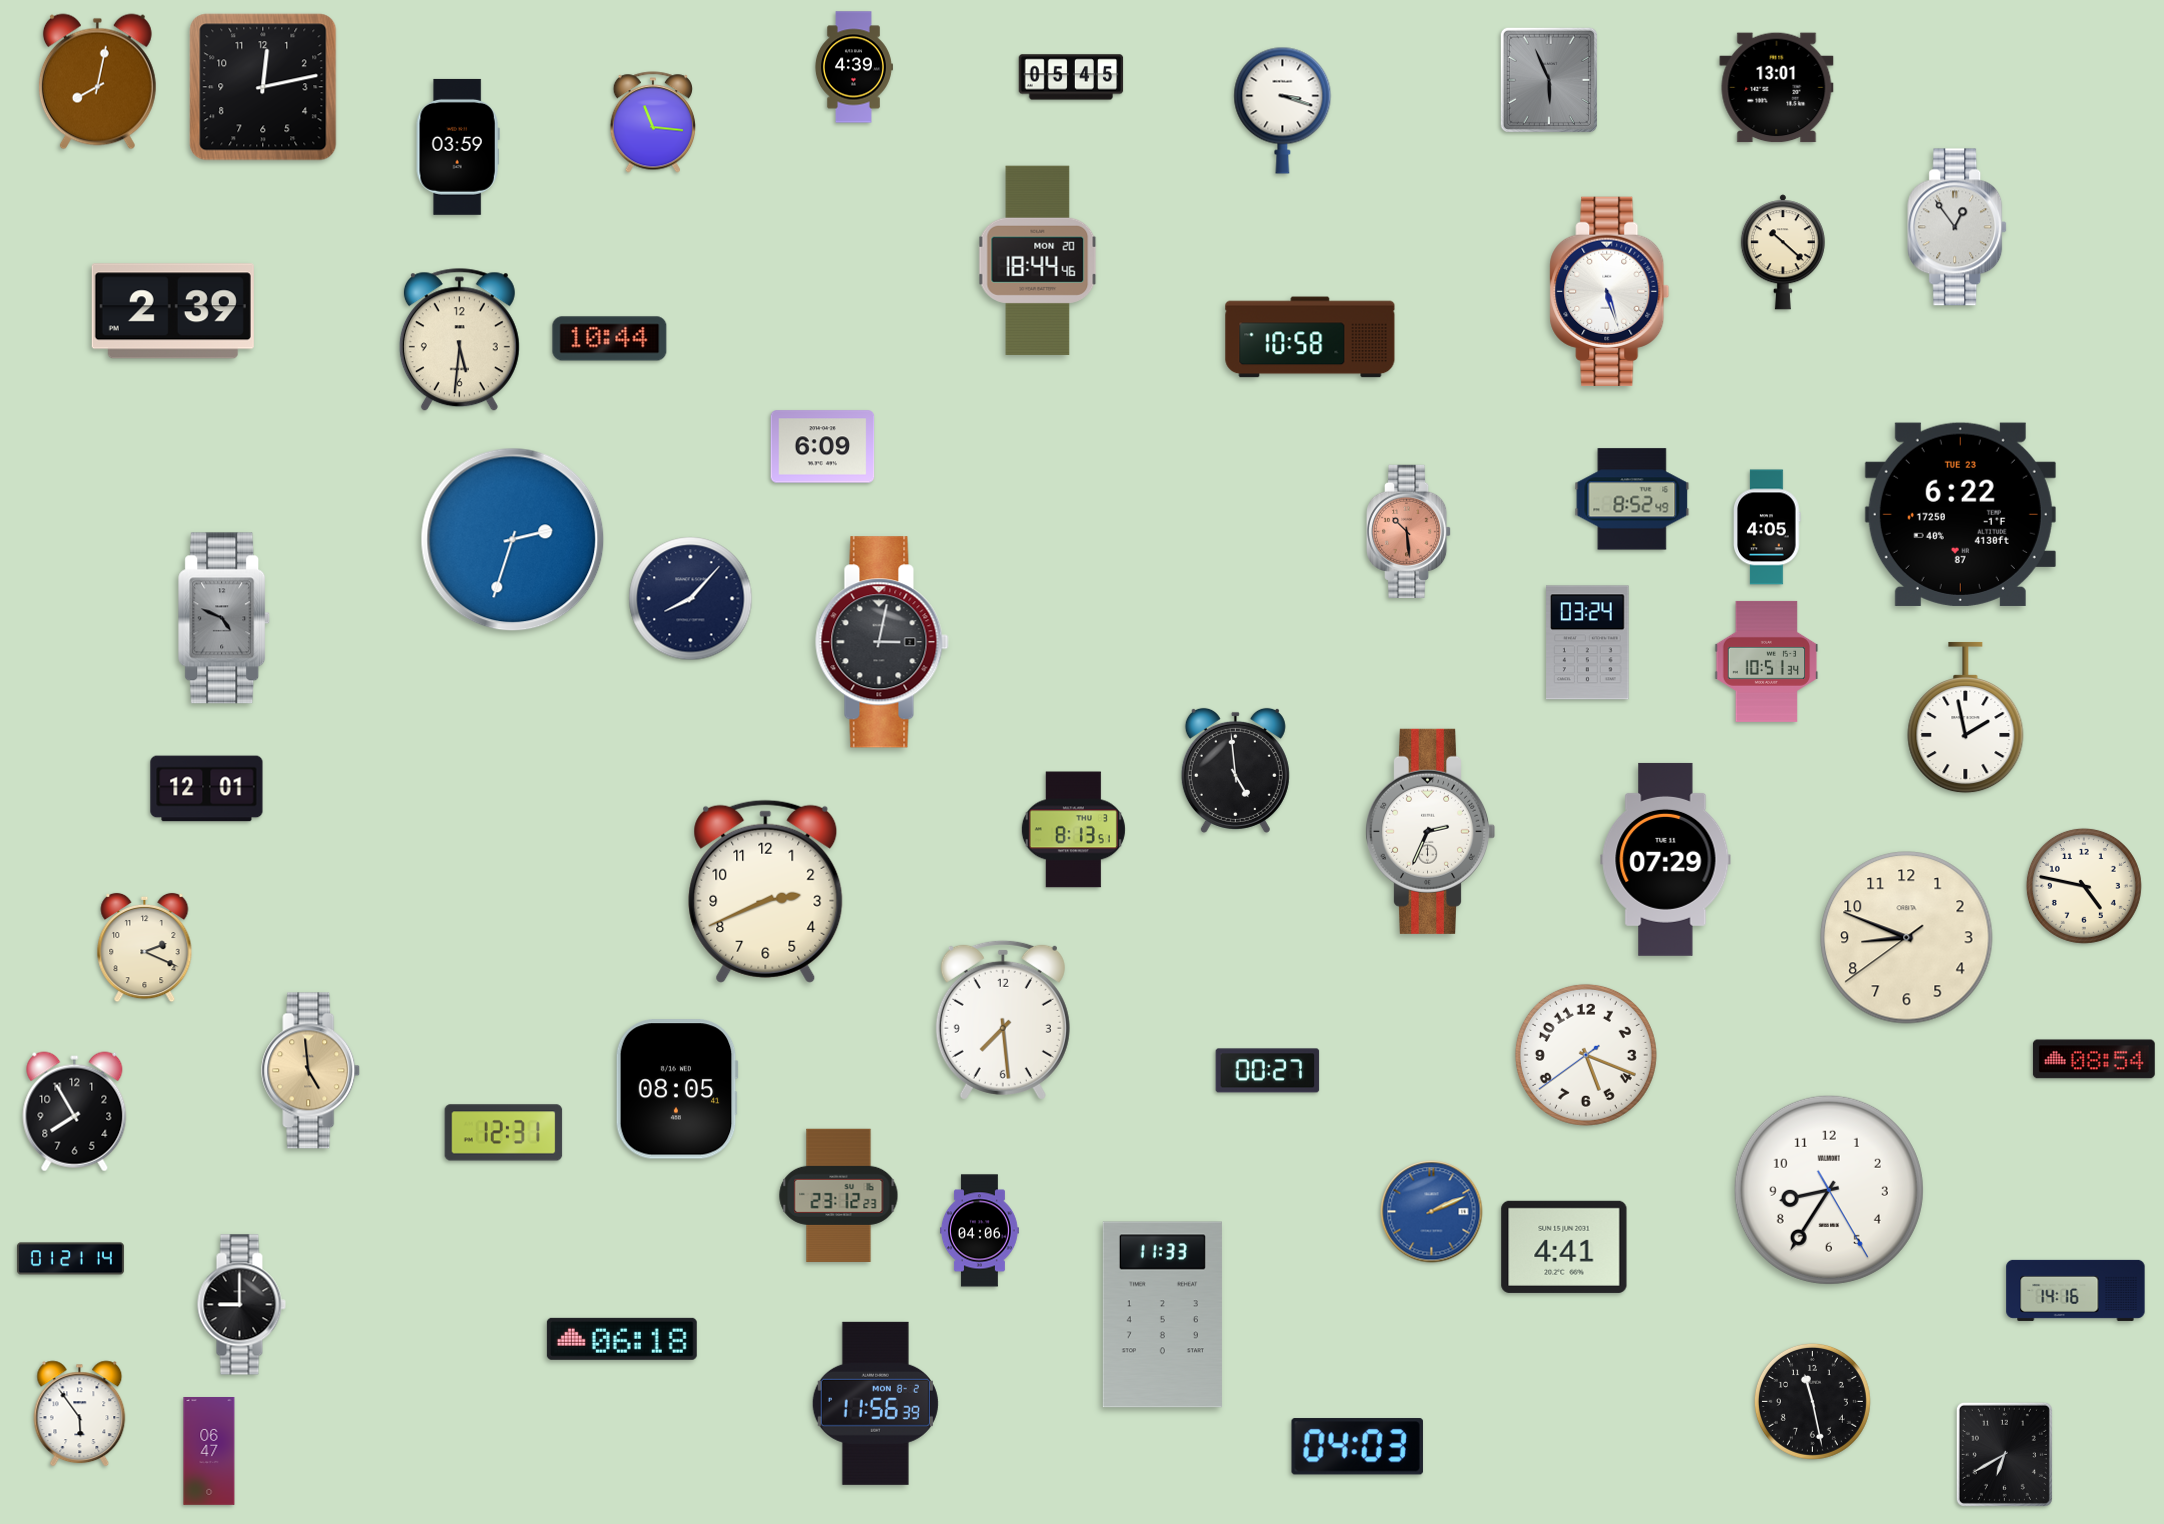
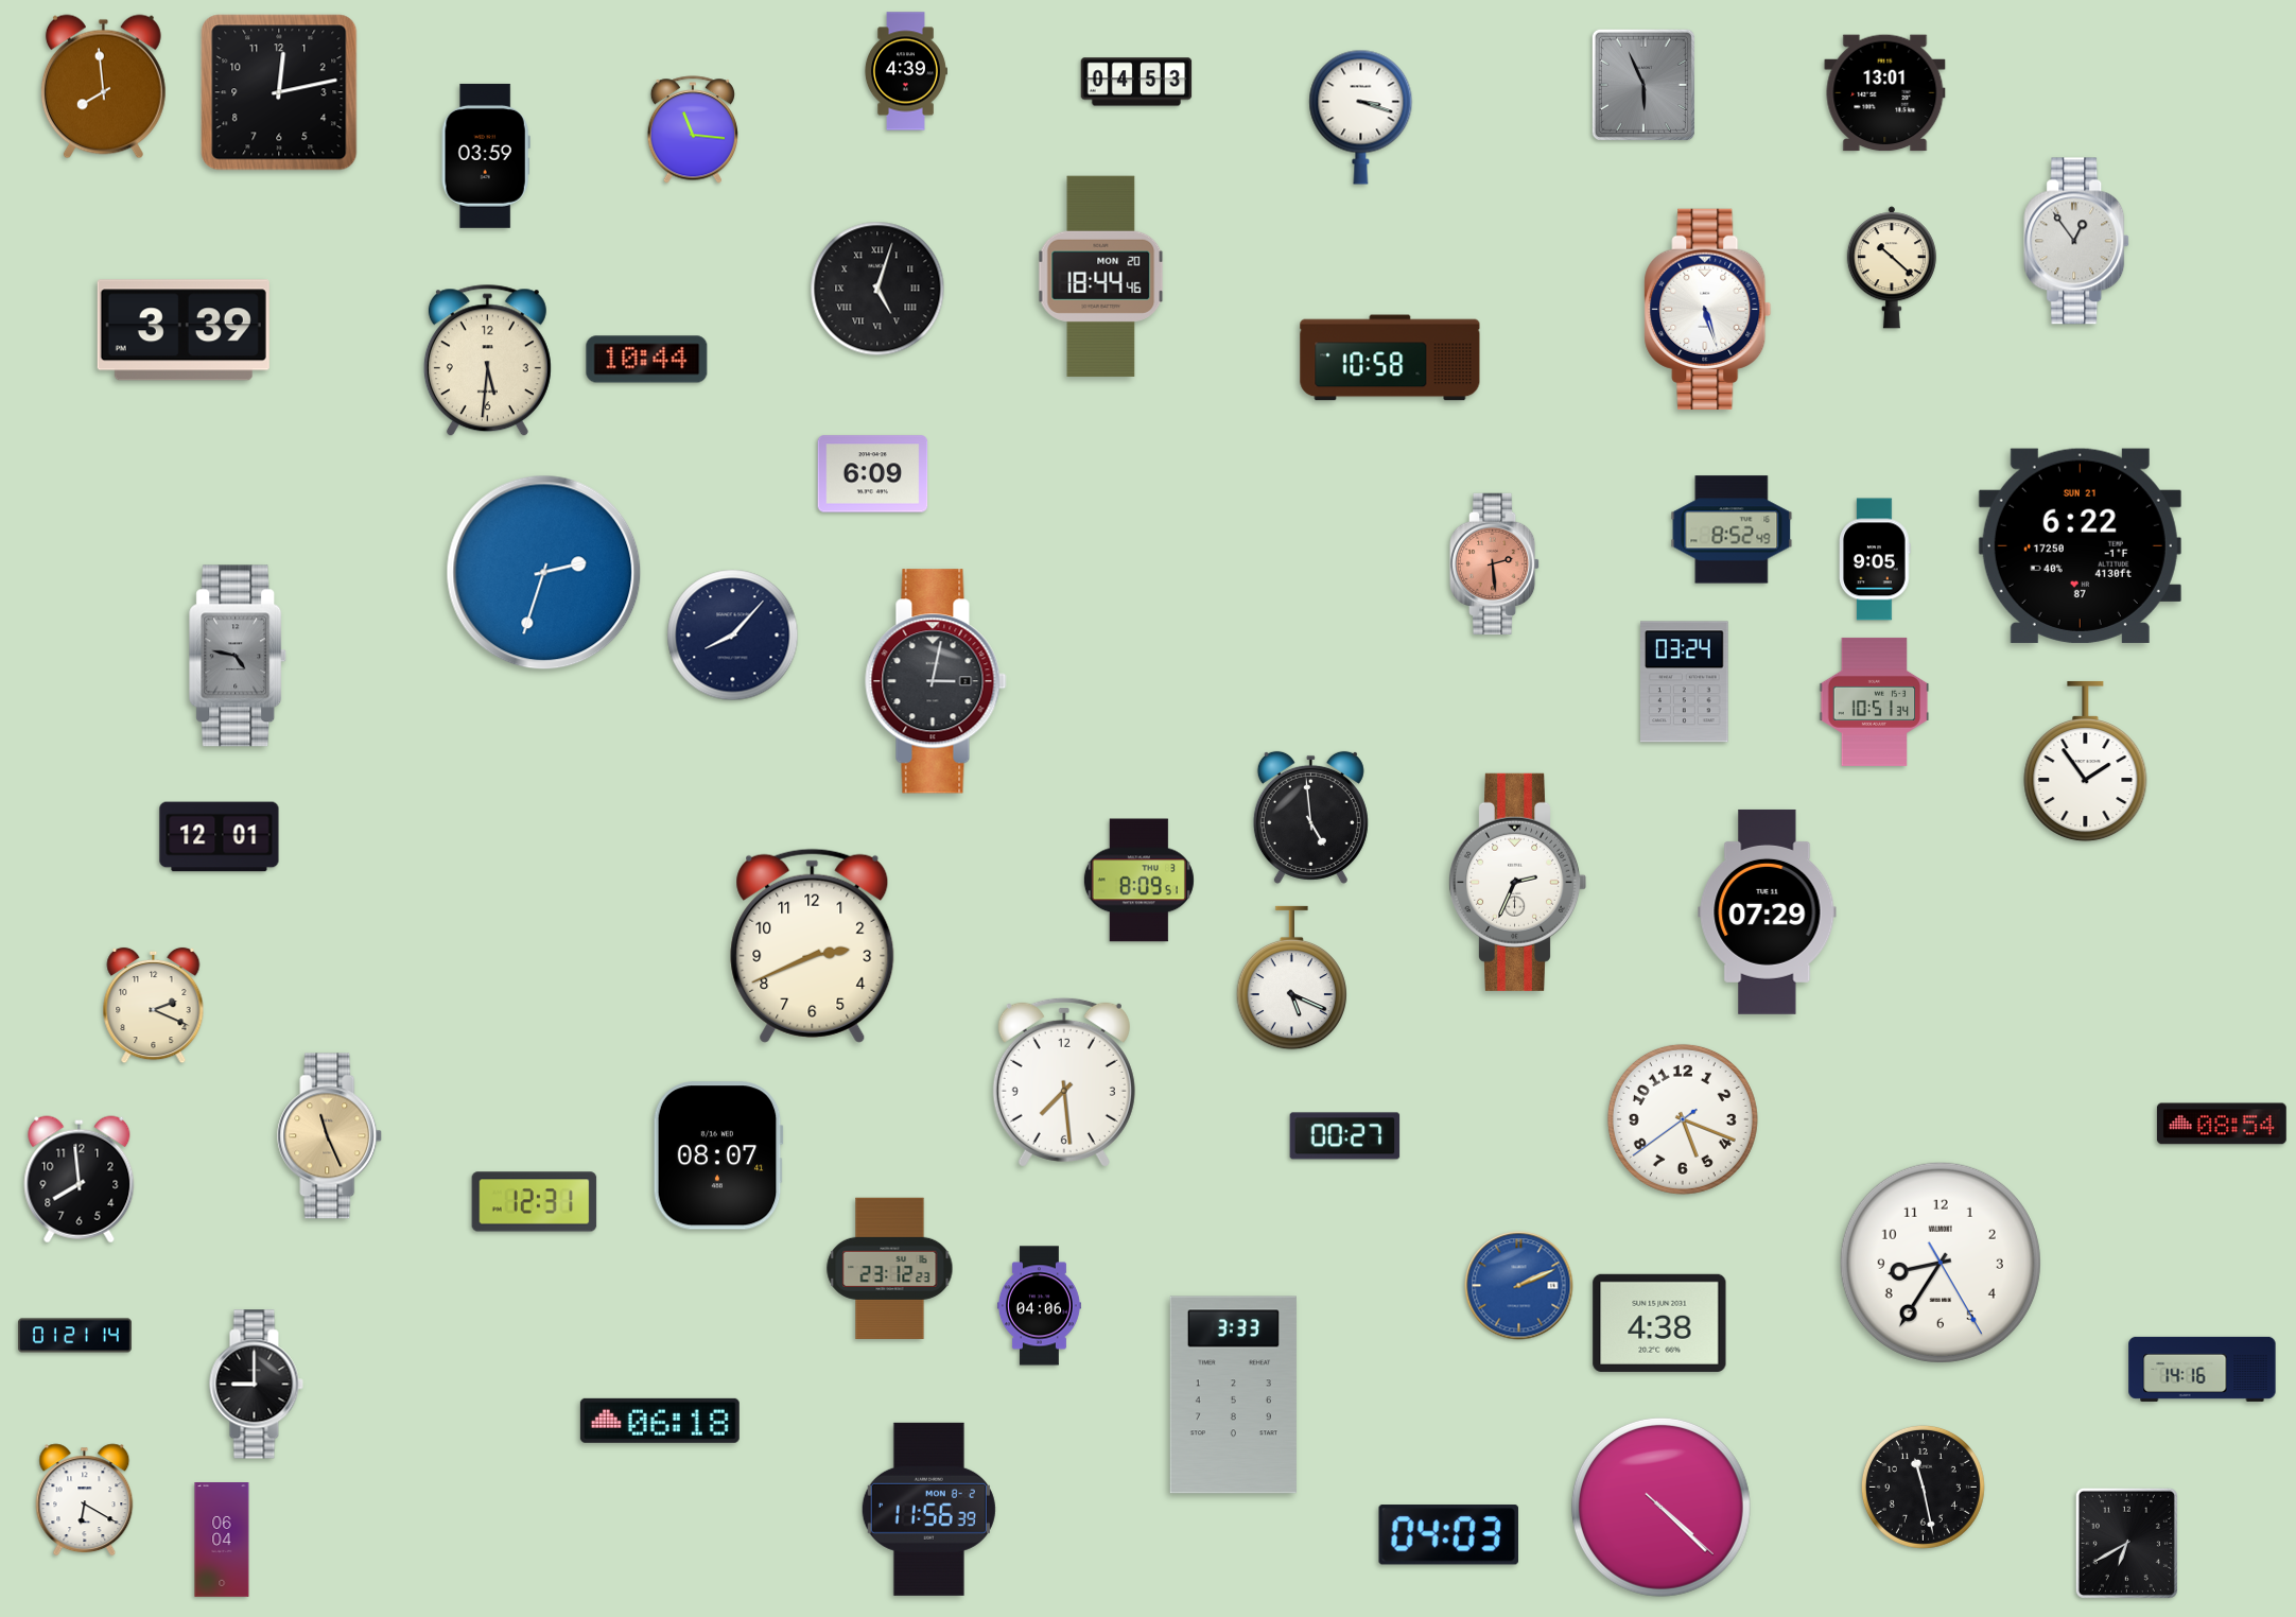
clock at (1071, 77): 05:45 -> 04:53
clock at (97, 82): 8:02 -> 7:59
clock at (877, 289): none -> 5:03
clock at (173, 311): 2:39 -> 3:39
clock at (1960, 514) date: TUE 23 -> SUN 21
clock at (1767, 527): 4:05 -> 9:05
clock at (1409, 531): 10:29 -> 2:29
clock at (225, 618): 4:49 -> 4:47
clock at (1966, 718): 1:58 -> 1:54
clock at (1073, 830): 8:13 -> 8:09
clock at (2084, 886): 4:47 -> none
clock at (1291, 978): none -> 5:19
clock at (1907, 938): 8:48 -> none
clock at (311, 1071): 4:59 -> 11:26
clock at (677, 1089): 08:05 -> 08:07
clock at (75, 1112): 7:55 -> 7:59
clock at (1564, 1247): 4:41 -> 4:38
clock at (1162, 1315): 11:33 -> 3:33
clock at (875, 1403) position: (875, 1403) -> (928, 1509)
clock at (80, 1414): 5:54 -> 6:20
clock at (1660, 1507): none -> 4:22
clock at (1357, 1447) position: (1357, 1447) -> (1448, 1535)
clock at (209, 1451): 06:47 -> 06:04
